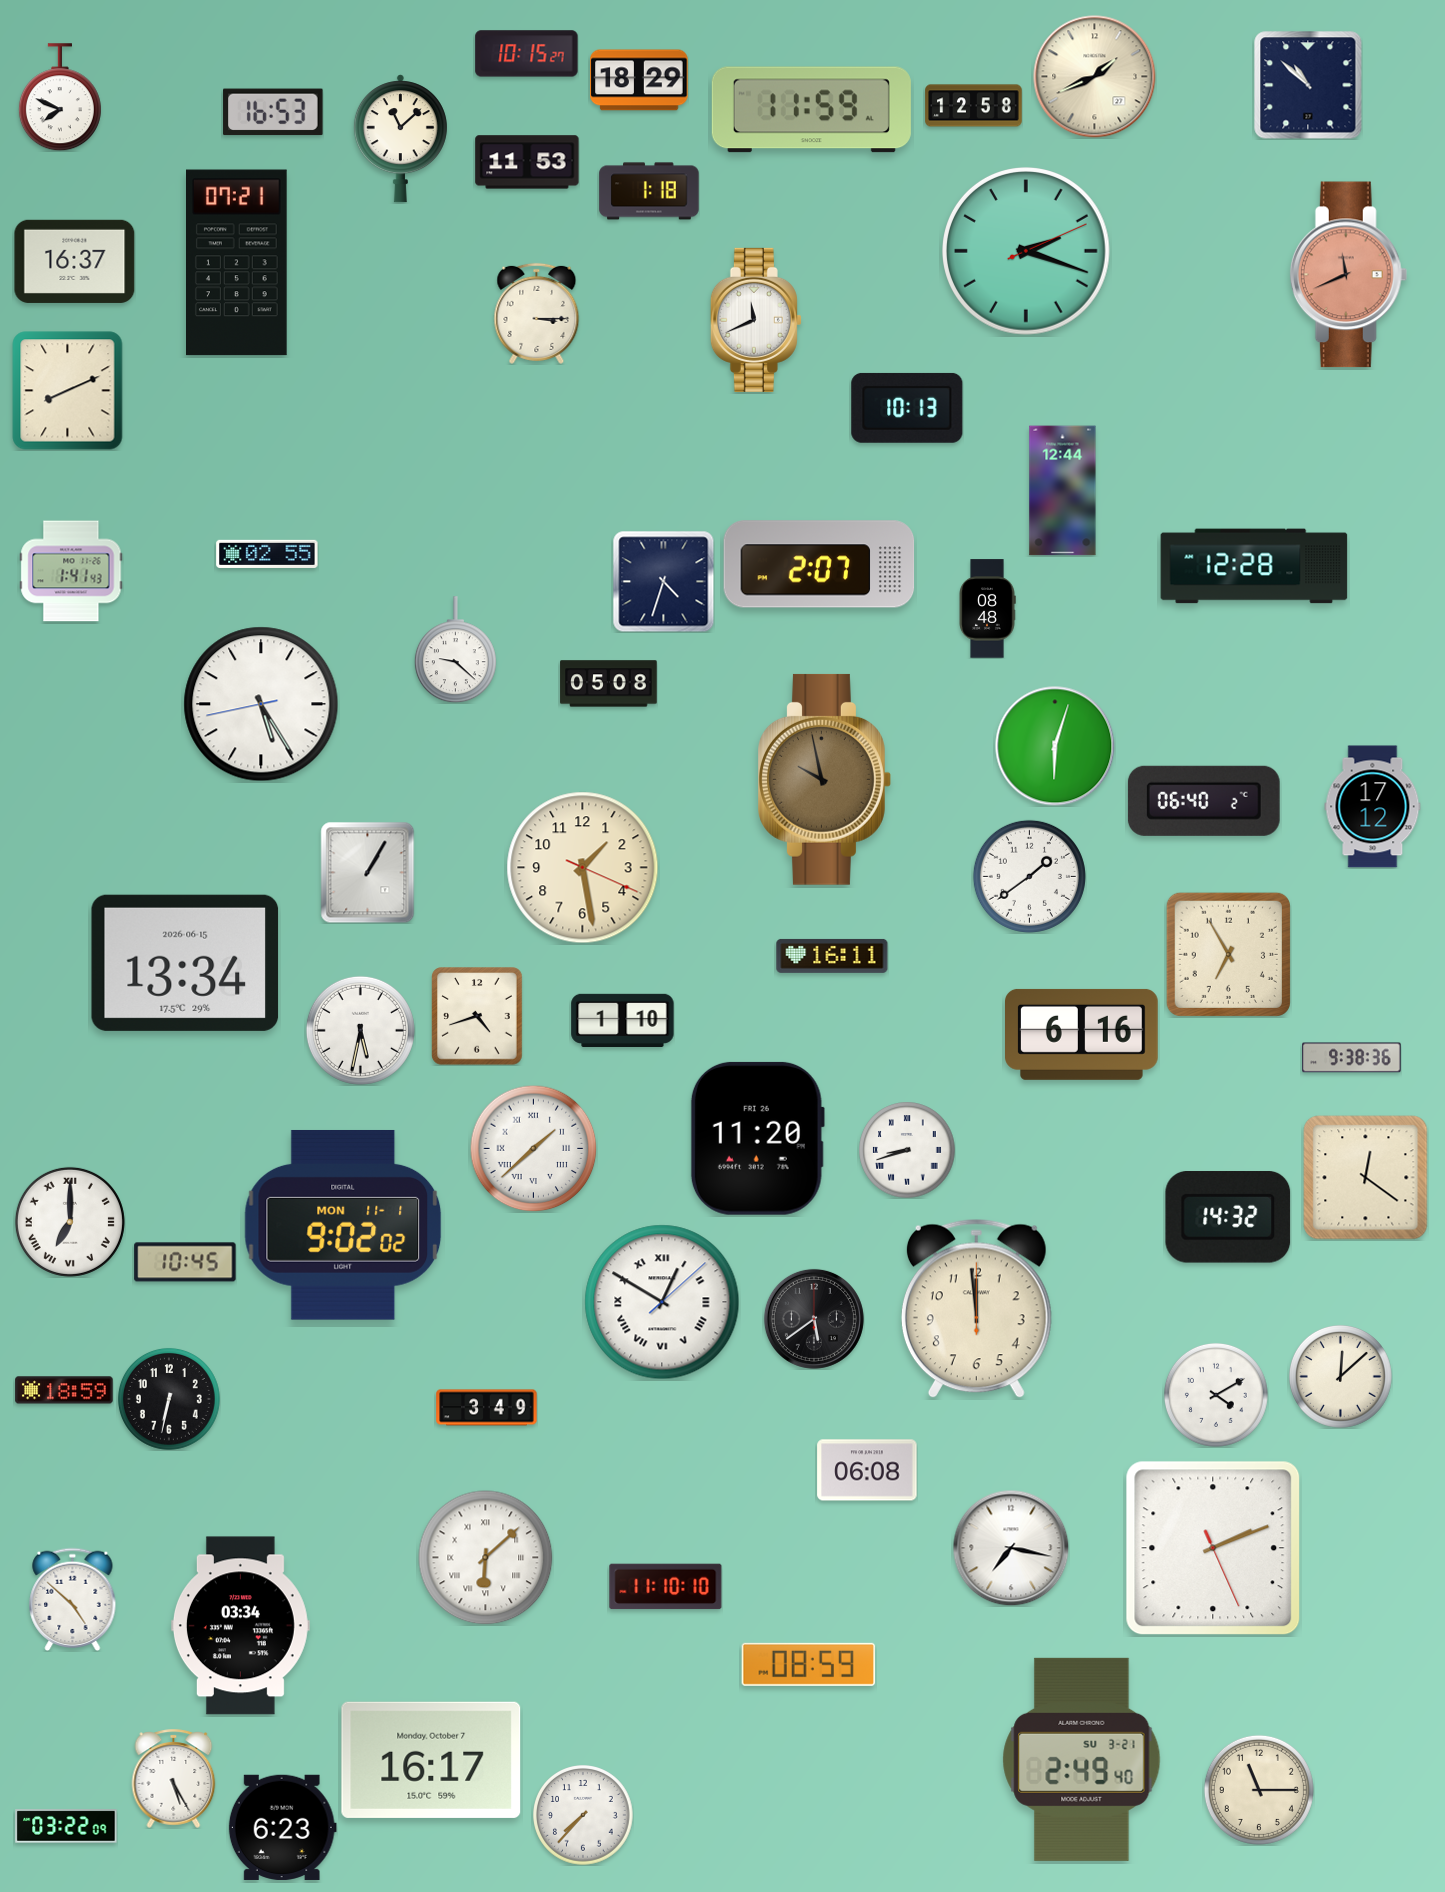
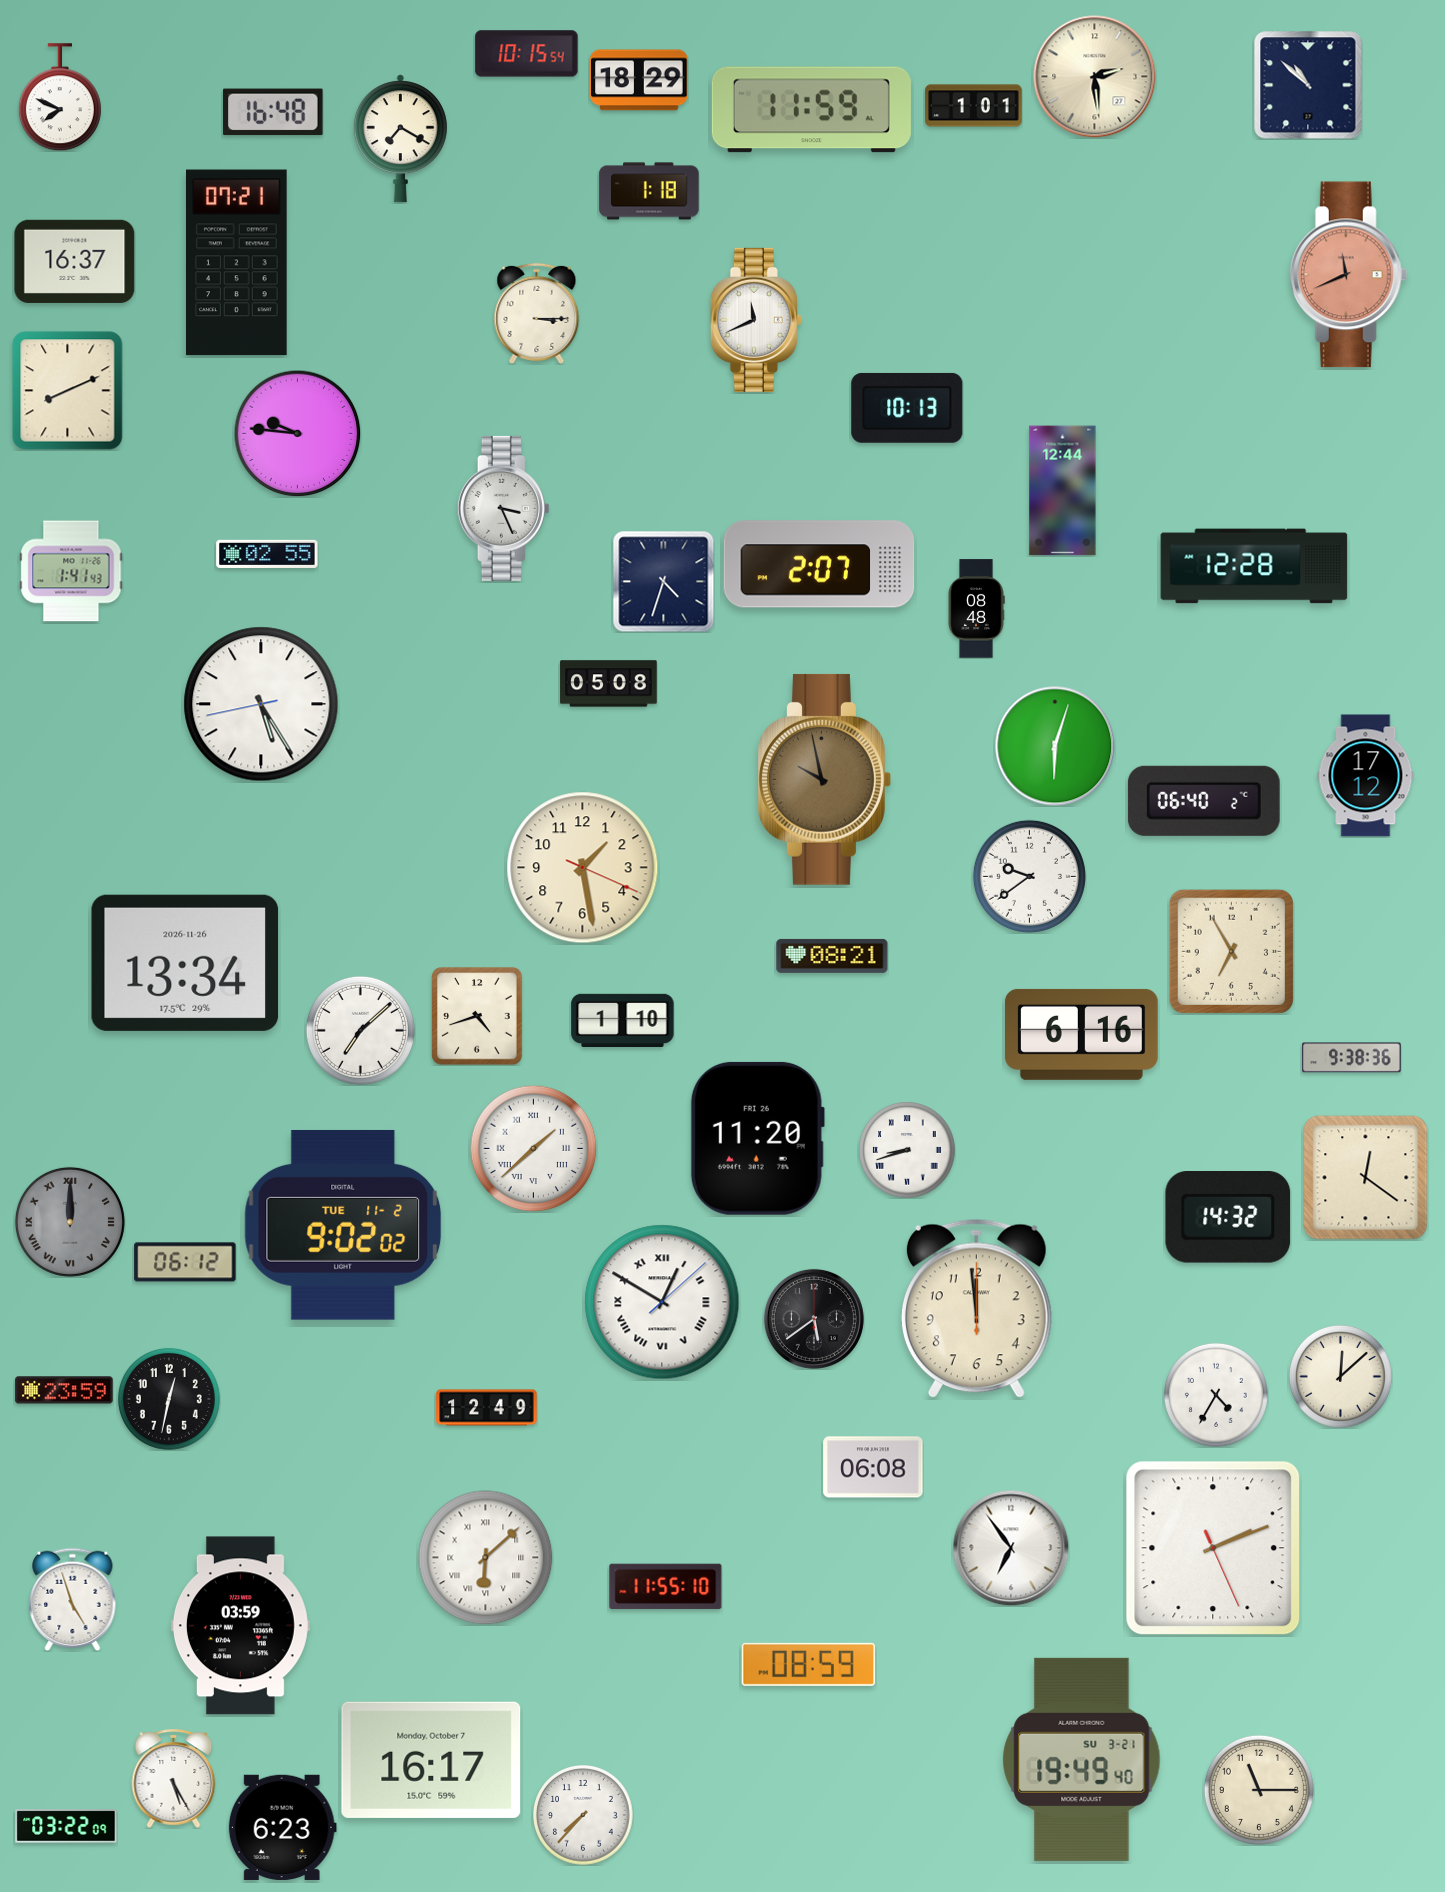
clock at (527, 54): 10:15:27 -> 10:15:54
clock at (1095, 77): 1:41 -> 2:29
clock at (974, 106): 12:58 -> 1:01
clock at (273, 112): 16:53 -> 16:48
clock at (400, 139): 11:08 -> 7:20
clock at (527, 162): 11:53 -> none
clock at (1027, 252): 2:18 -> none
clock at (297, 433): none -> 9:46
clock at (503, 508): none -> 3:26
clock at (987, 609) position: (987, 609) -> (976, 609)
clock at (455, 650): 9:22 -> none
clock at (1373, 807) position: (1373, 807) -> (1366, 776)
clock at (368, 872): 1:05 -> none
clock at (1029, 876): 1:39 -> 9:39
clock at (1228, 954) position: (1228, 954) -> (1231, 951)
clock at (832, 956): 16:11 -> 08:21
clock at (185, 963) date: 2026-06-15 -> 2026-11-26
clock at (360, 1030): 5:32 -> 7:08
clock at (70, 1222): 7:00 -> 12:00
clock at (70, 1222) dial: white -> grey
clock at (343, 1225) date: MON 11-1 -> TUE 11-2
clock at (185, 1262): 10:45 -> 06:12
clock at (64, 1390): 18:59 -> 23:59
clock at (1216, 1395): 4:10 -> 4:35
clock at (169, 1399): 6:32 -> 12:32
clock at (487, 1408): 3:49 -> 12:49
clock at (867, 1470) position: (867, 1470) -> (873, 1467)
clock at (1011, 1548): 7:17 -> 6:54
clock at (666, 1587): 11:10 -> 11:55
clock at (73, 1599): 4:52 -> 4:57
clock at (240, 1626): 03:34 -> 03:59
clock at (1082, 1759): 2:49 -> 19:49
